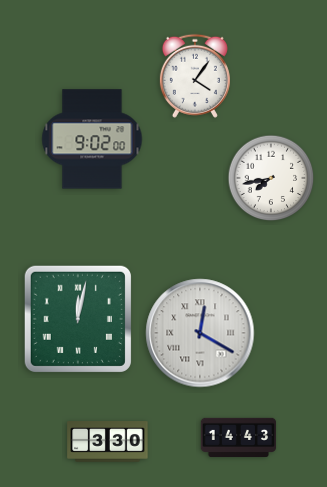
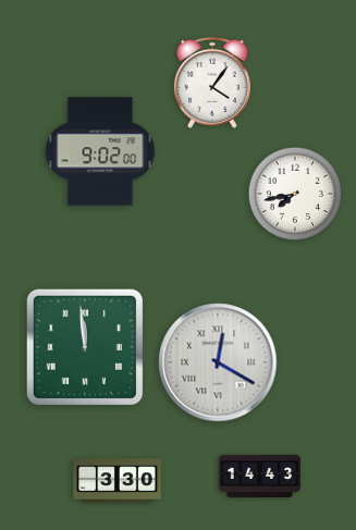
clock at (78, 319): 12:02 -> 11:59
